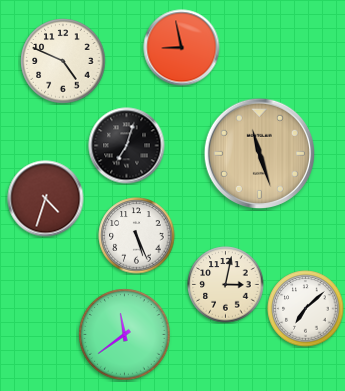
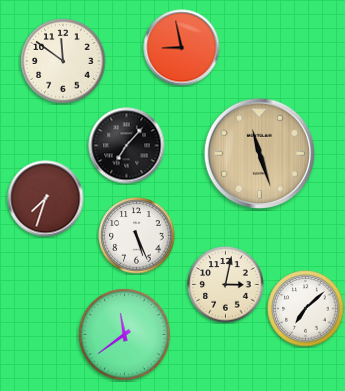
clock at (63, 61): 4:49 -> 11:51
clock at (127, 146): 7:03 -> 7:07
clock at (46, 199): 4:33 -> 7:33
